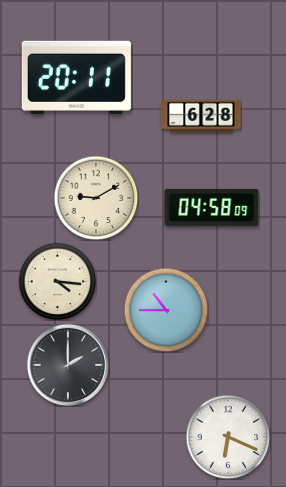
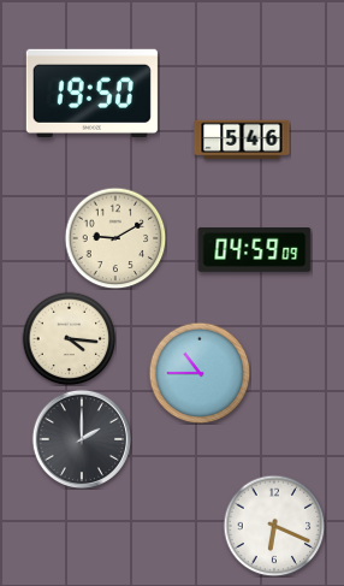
clock at (76, 77): 20:11 -> 19:50
clock at (201, 116): 6:28 -> 5:46
clock at (212, 207): 04:58 -> 04:59
